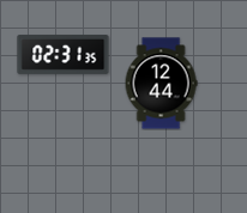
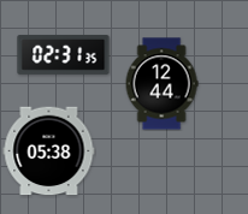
clock at (49, 151): none -> 05:38
